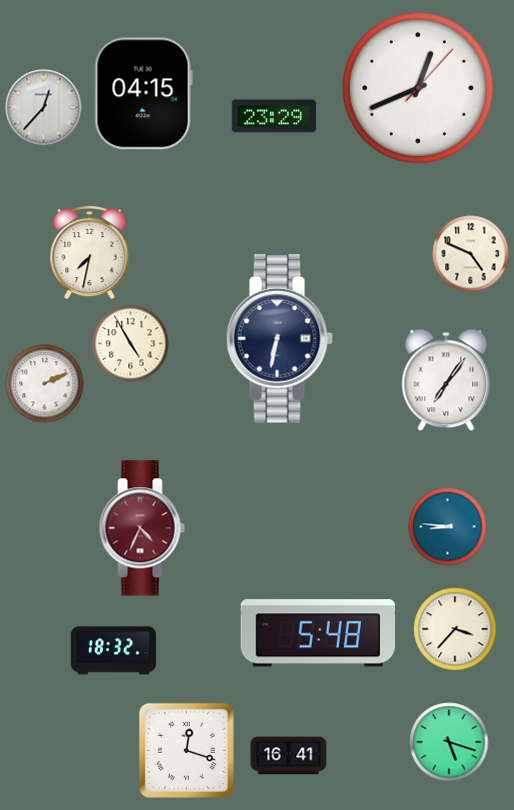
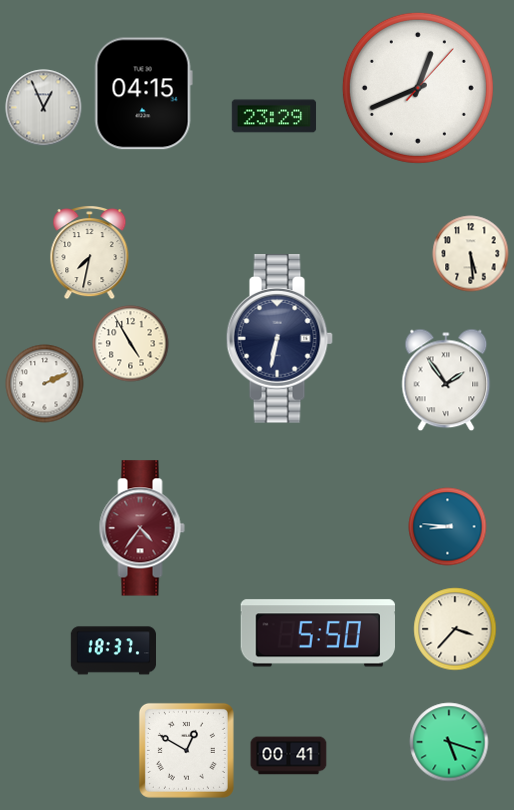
clock at (44, 108): 12:37 -> 12:56
clock at (471, 254): 4:49 -> 5:29
clock at (446, 380): 7:06 -> 1:54
clock at (142, 528): 4:34 -> 4:36
clock at (317, 633): 5:48 -> 5:50
clock at (113, 651): 18:32 -> 18:37
clock at (186, 750): 12:18 -> 12:50
clock at (289, 756): 16:41 -> 00:41
